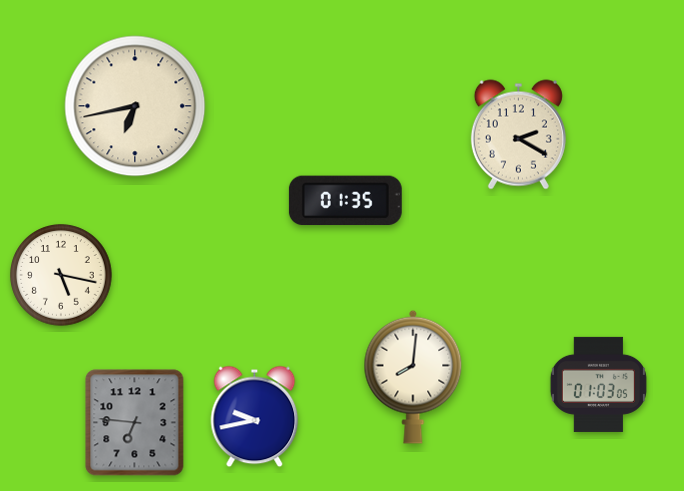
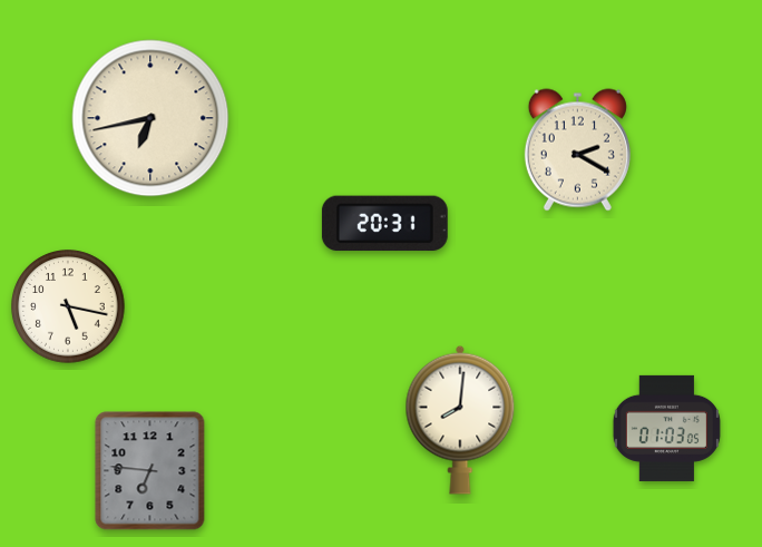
clock at (345, 201): 01:35 -> 20:31
clock at (255, 417): 9:43 -> none
